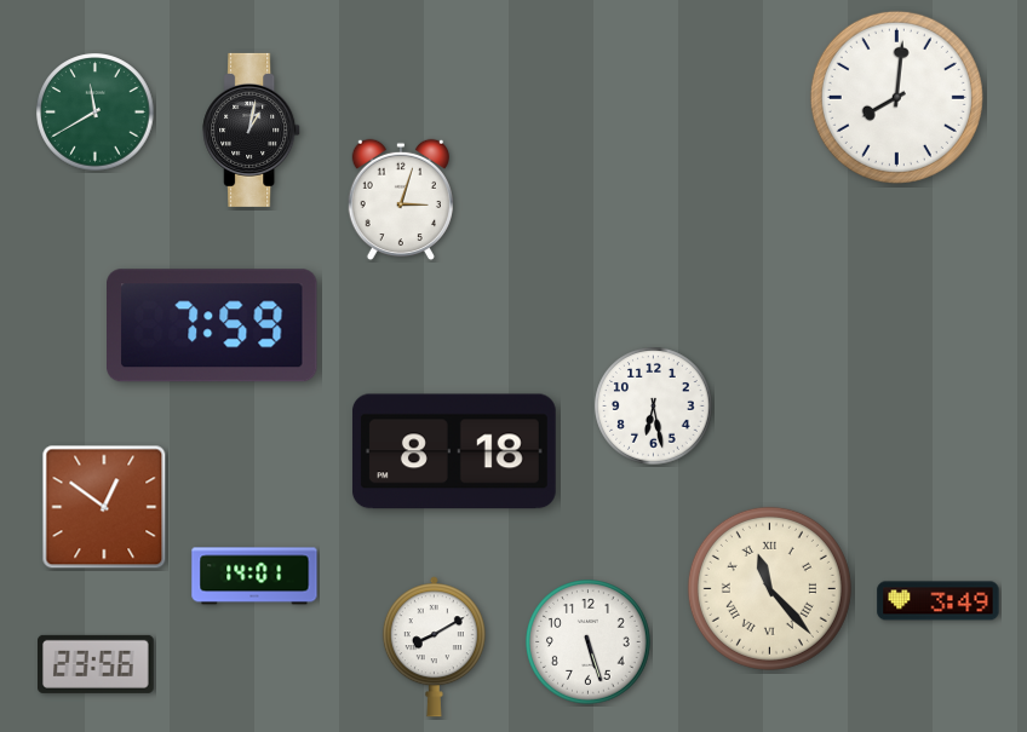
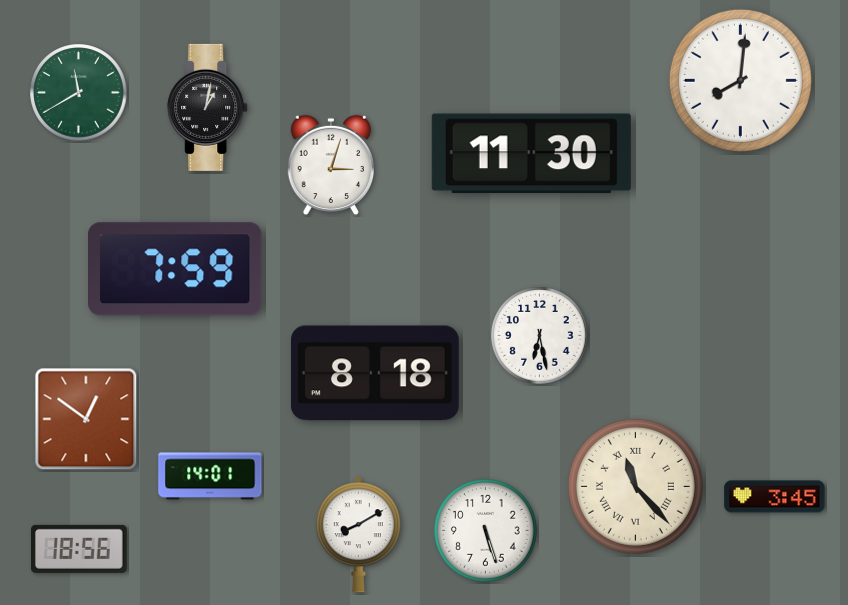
clock at (531, 154): none -> 11:30
clock at (939, 601): 3:49 -> 3:45
clock at (97, 664): 23:56 -> 18:56
